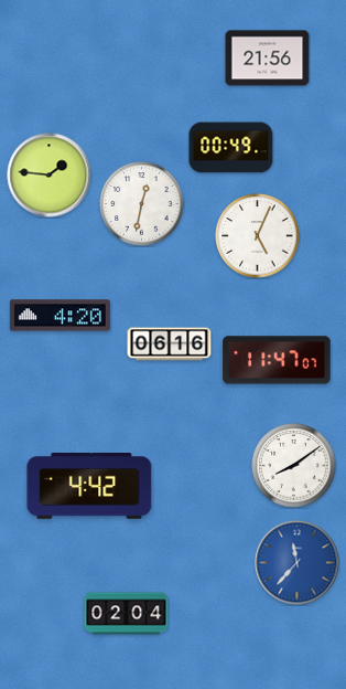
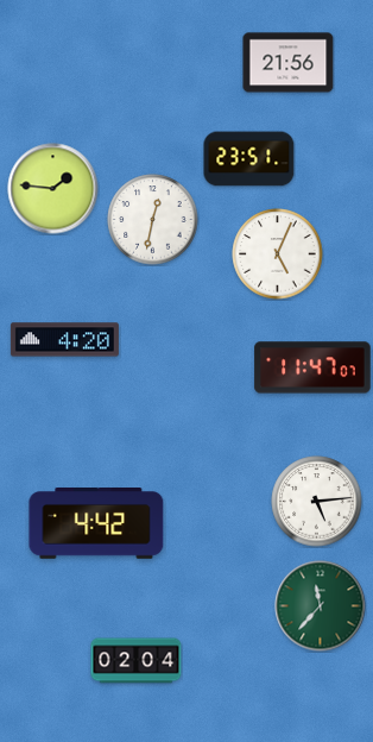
clock at (231, 148): 00:49 -> 23:51
clock at (170, 344): 06:16 -> none
clock at (277, 360) position: (277, 360) -> (312, 367)
clock at (294, 466): 8:09 -> 5:14
clock at (298, 563) dial: blue -> green
